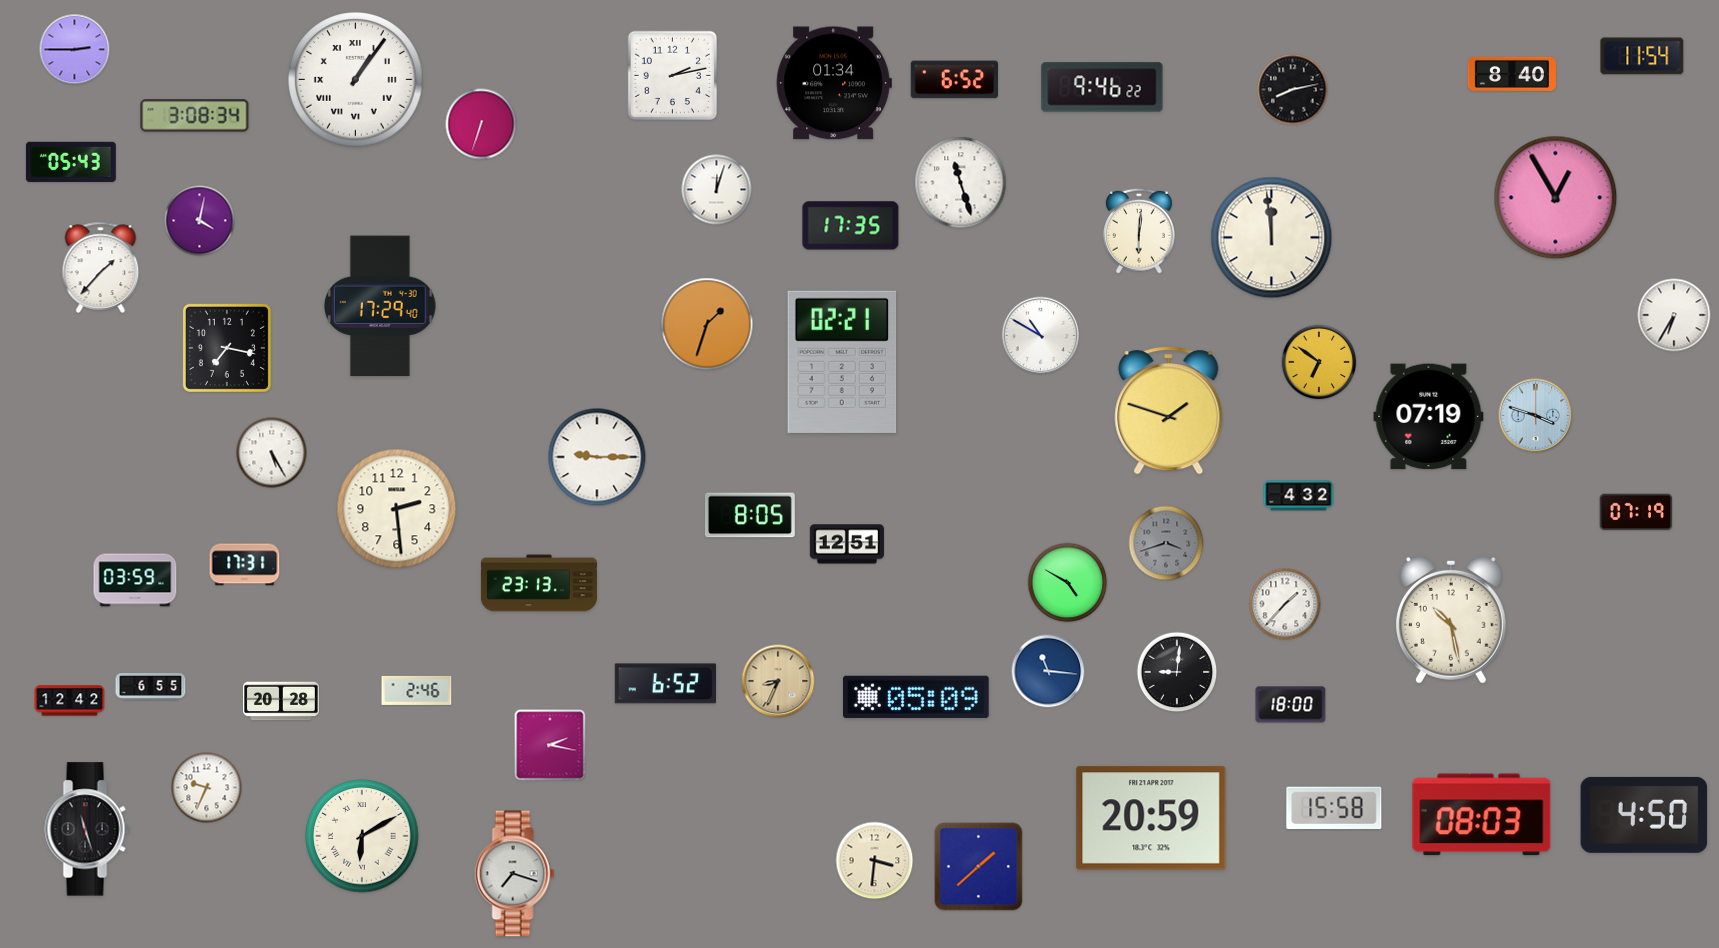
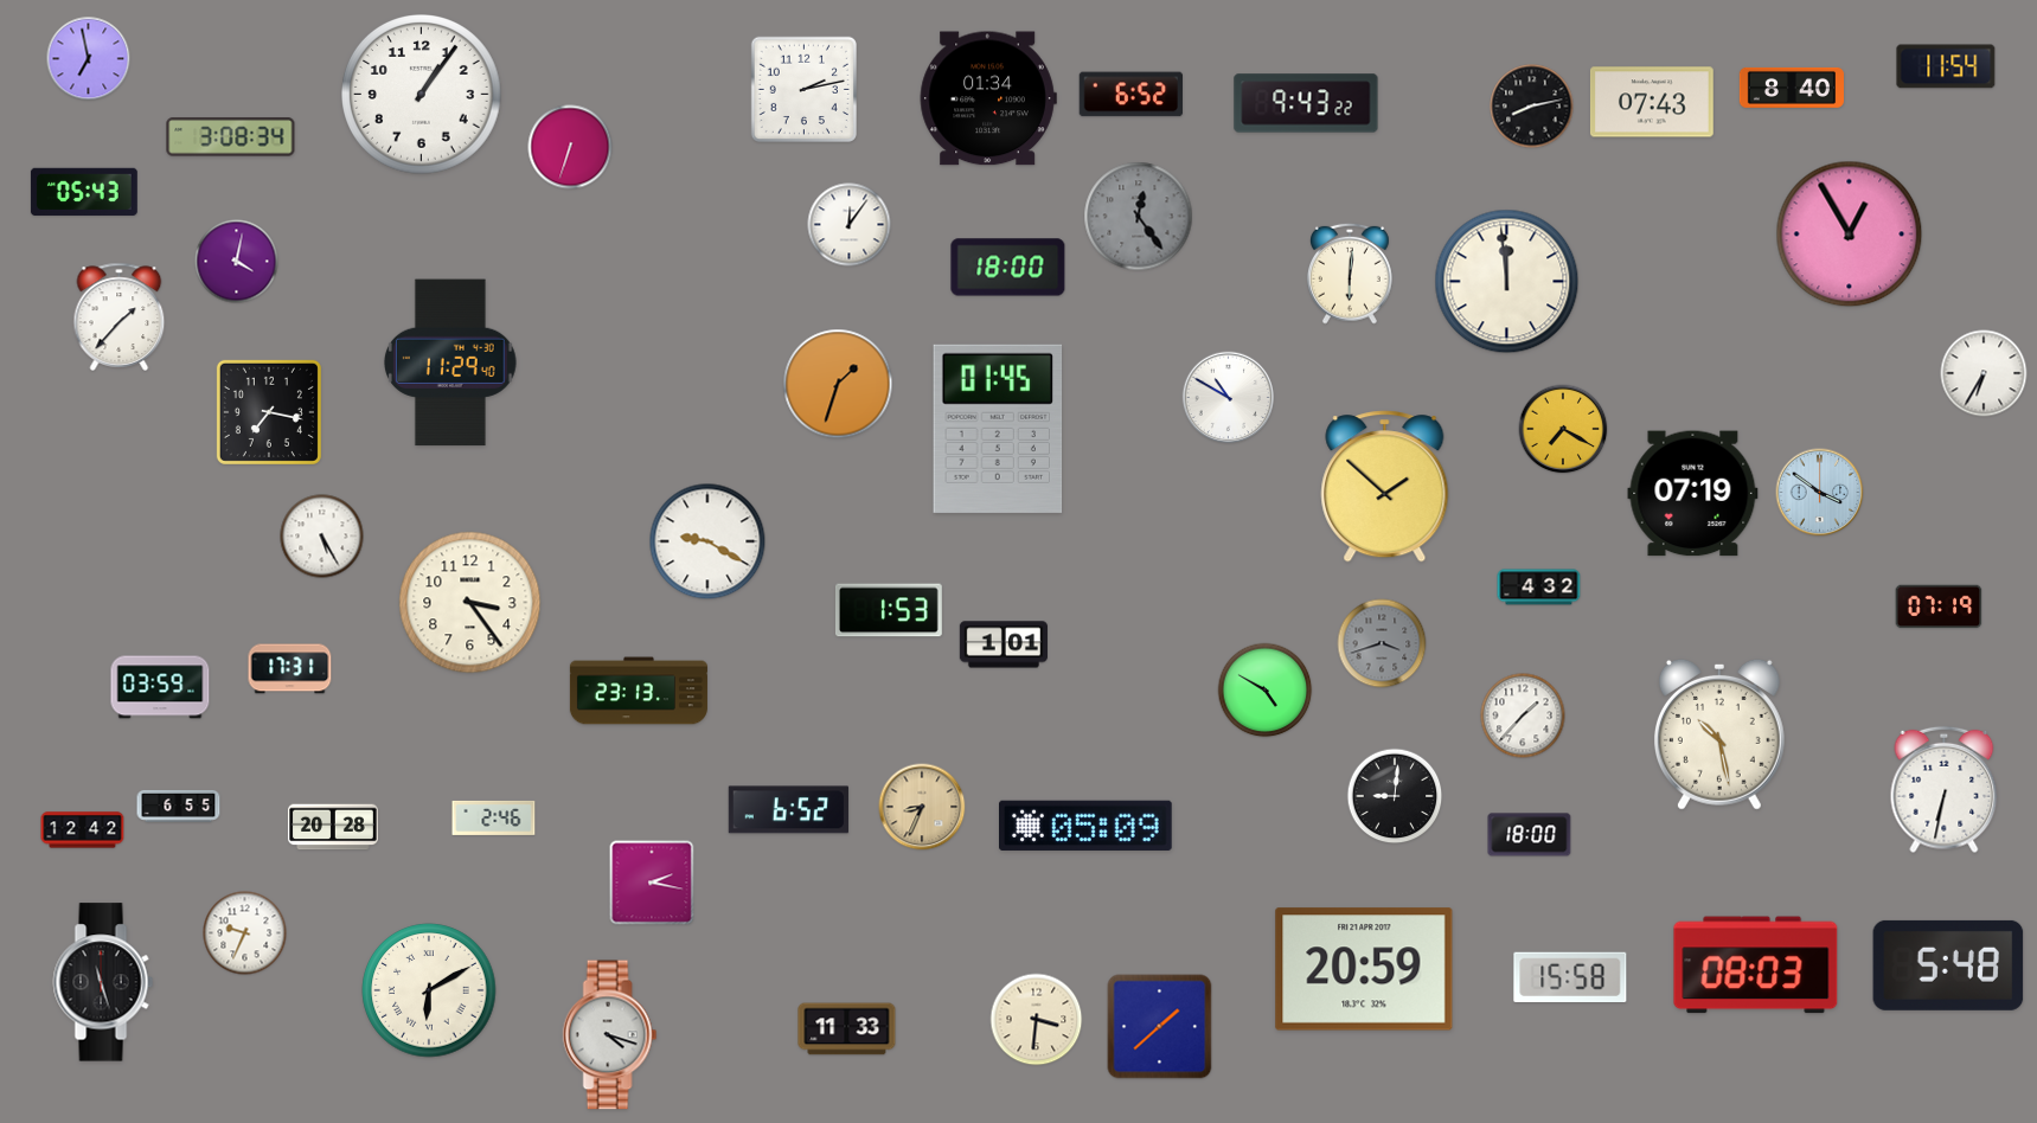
clock at (75, 50): 2:45 -> 6:58
clock at (672, 75) position: (672, 75) -> (803, 89)
clock at (356, 80) numerals: Roman -> Arabic
clock at (1652, 102): none -> 07:43
clock at (1102, 87): 9:46 -> 9:43
clock at (961, 183): 11:27 -> 12:24
clock at (961, 183) dial: white -> grey
clock at (717, 190): 12:03 -> 12:06
clock at (1556, 198) position: (1556, 198) -> (1850, 235)
clock at (851, 226): 17:35 -> 18:00
clock at (381, 306): 17:29 -> 11:29
clock at (1041, 336) position: (1041, 336) -> (1229, 398)
clock at (842, 362): 02:21 -> 01:45
clock at (1319, 362): 6:51 -> 7:20
clock at (1169, 411): 1:48 -> 1:52
clock at (1536, 416): 3:48 -> 3:51
clock at (597, 457): 9:15 -> 9:20
clock at (397, 509): 2:29 -> 3:24
clock at (750, 515): 8:05 -> 1:53
clock at (847, 544): 12:51 -> 1:01
clock at (1945, 790): none -> 6:32
clock at (1048, 671): 11:16 -> none
clock at (151, 686) position: (151, 686) -> (179, 806)
clock at (281, 701) position: (281, 701) -> (333, 827)
clock at (1334, 807) position: (1334, 807) -> (1570, 976)
clock at (1644, 815): 4:50 -> 5:48
clock at (847, 1029): none -> 11:33
clock at (515, 874): 7:18 -> 4:18
